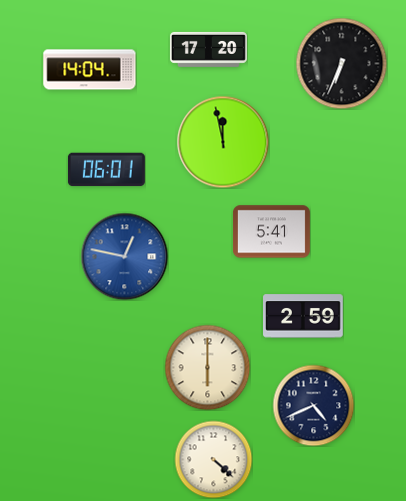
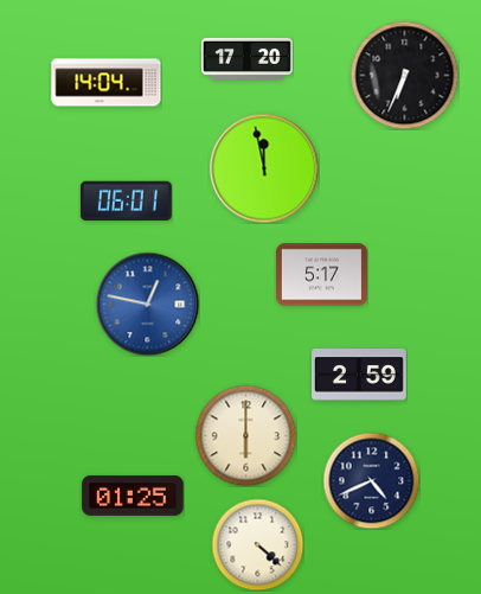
clock at (271, 232): 5:41 -> 5:17
clock at (133, 496): none -> 01:25
clock at (213, 459) position: (213, 459) -> (257, 544)
